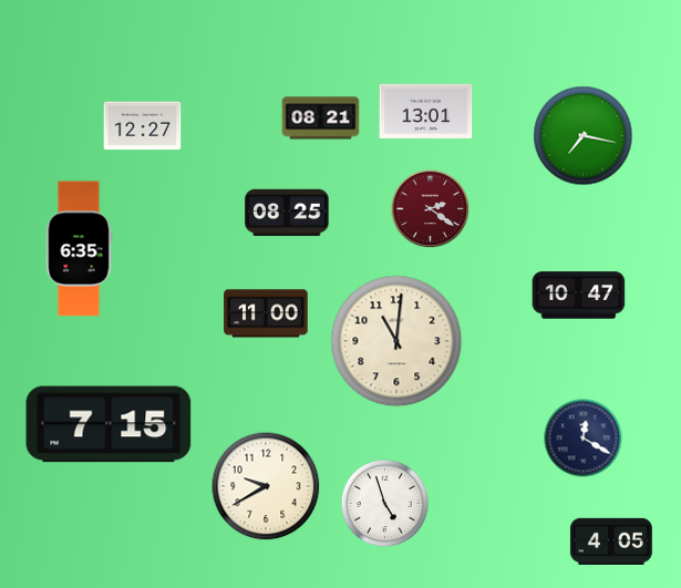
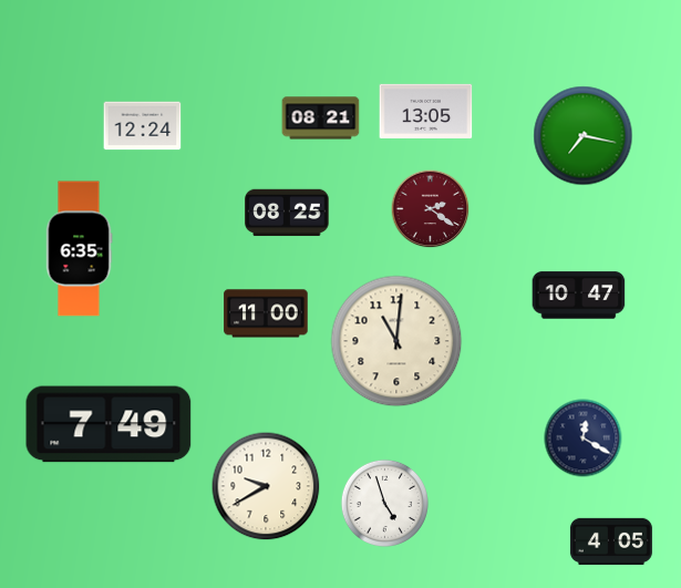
clock at (426, 111): 13:01 -> 13:05
clock at (143, 126): 12:27 -> 12:24
clock at (109, 424): 7:15 -> 7:49
